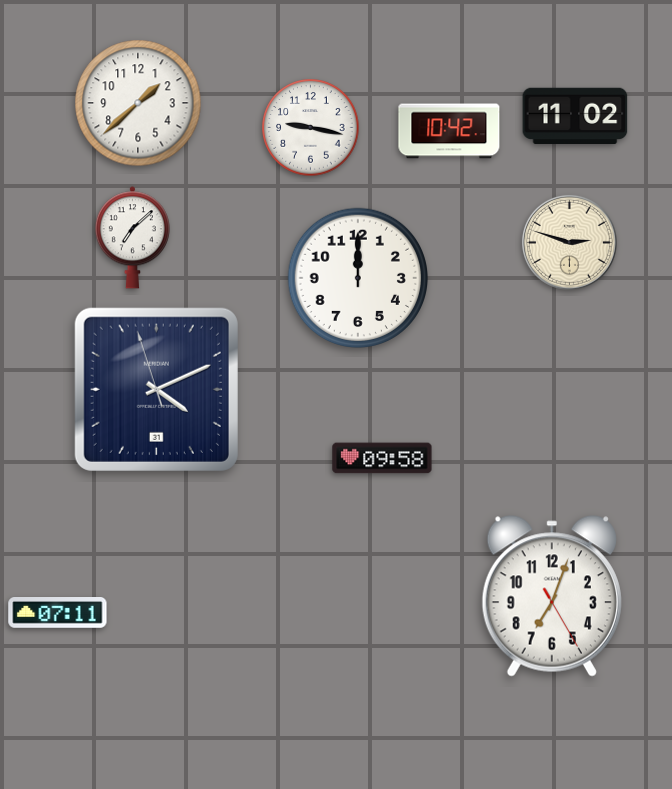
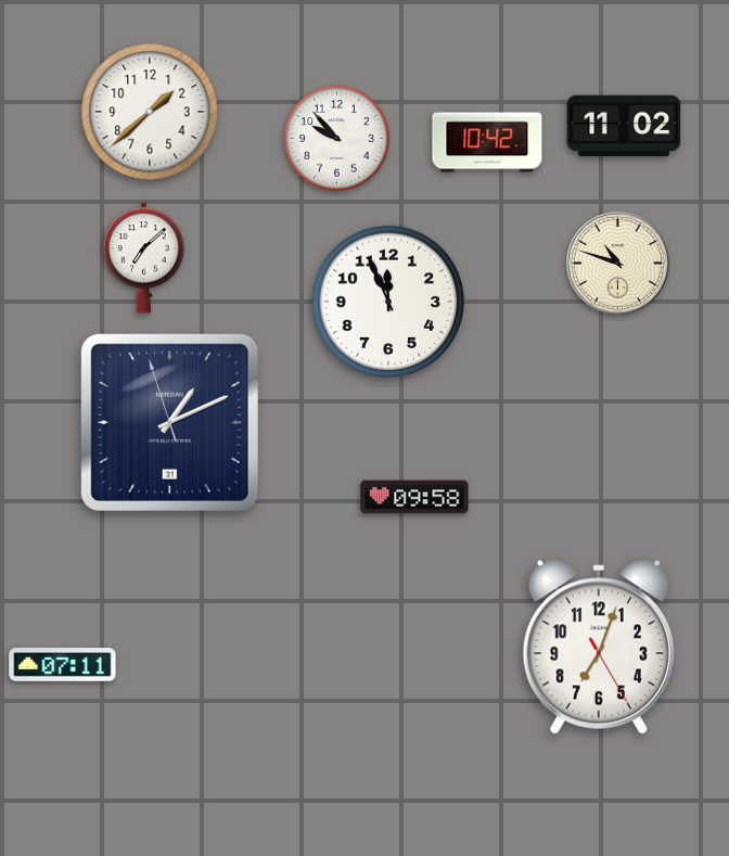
clock at (311, 128): 9:17 -> 9:53
clock at (569, 242): 2:48 -> 10:48
clock at (358, 278): 12:00 -> 11:56
clock at (156, 389): 4:10 -> 1:10
